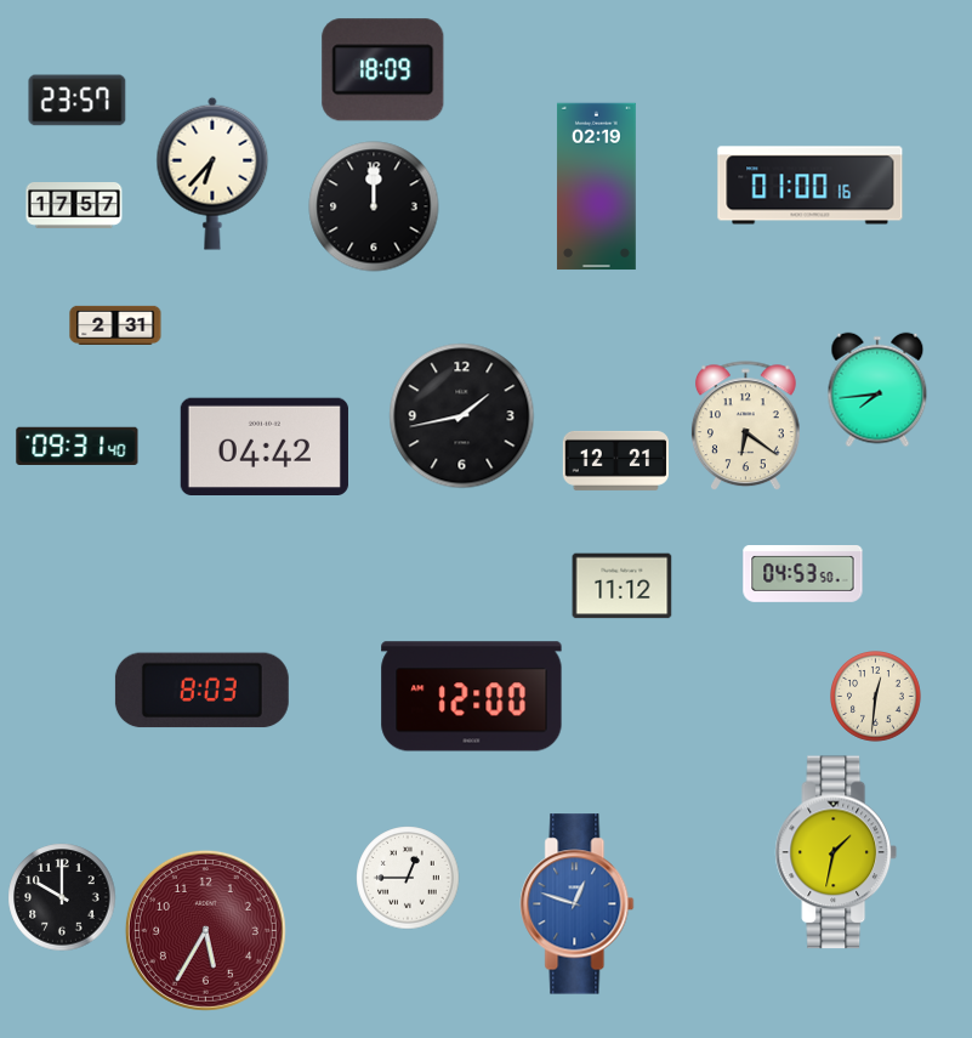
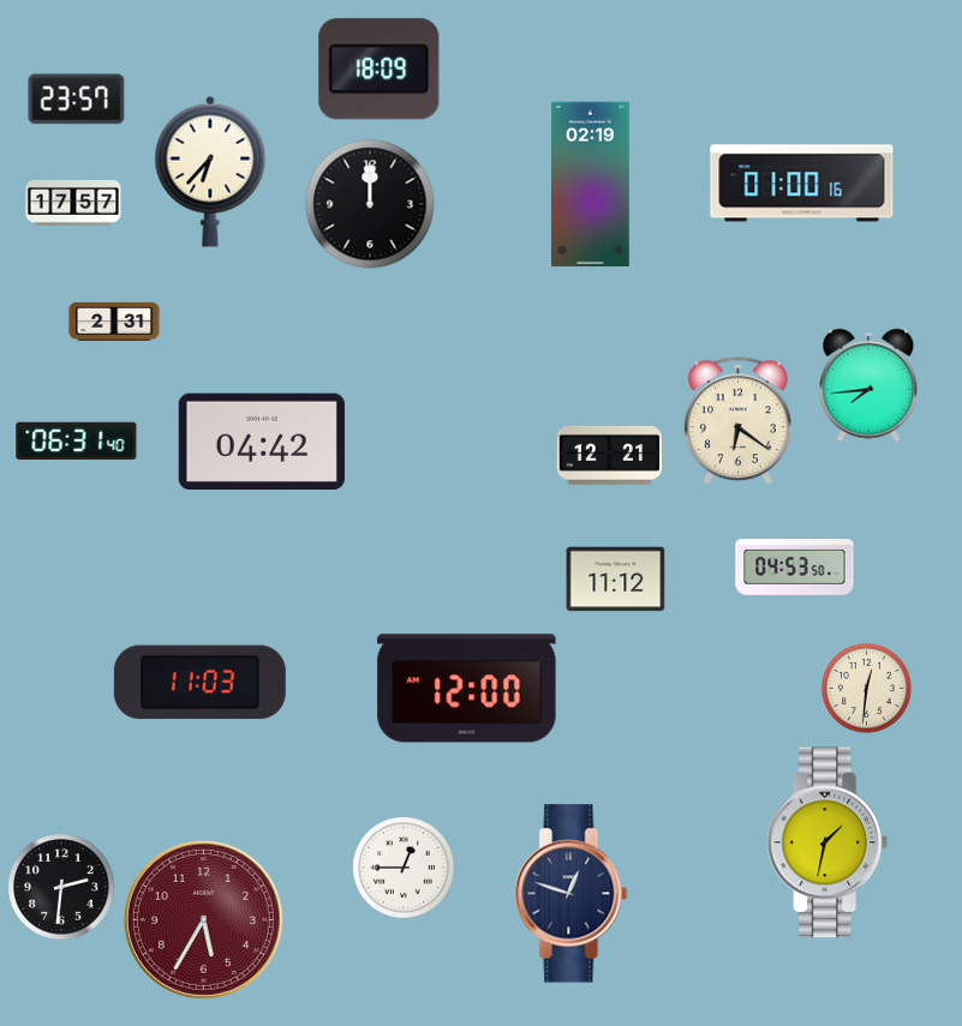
clock at (462, 416): 1:43 -> none
clock at (78, 447): 09:31 -> 06:31
clock at (201, 691): 8:03 -> 11:03
clock at (62, 897): 10:00 -> 2:31
clock at (578, 904) dial: blue -> navy
